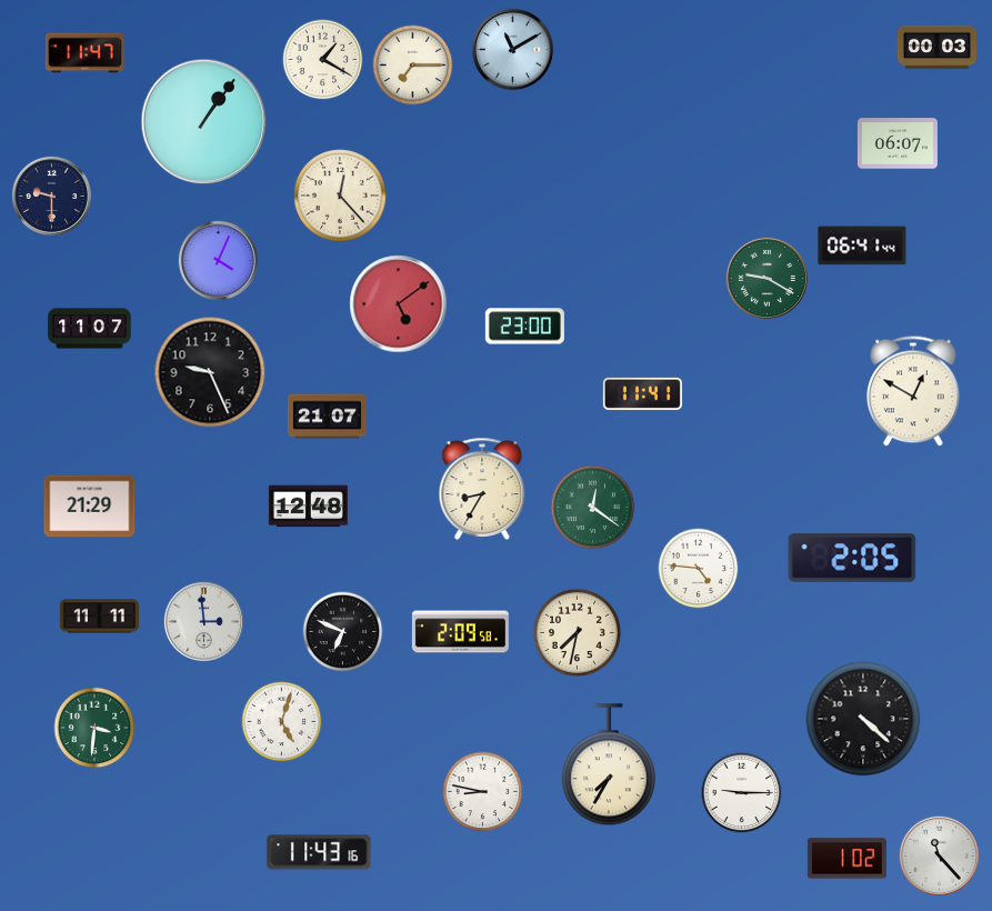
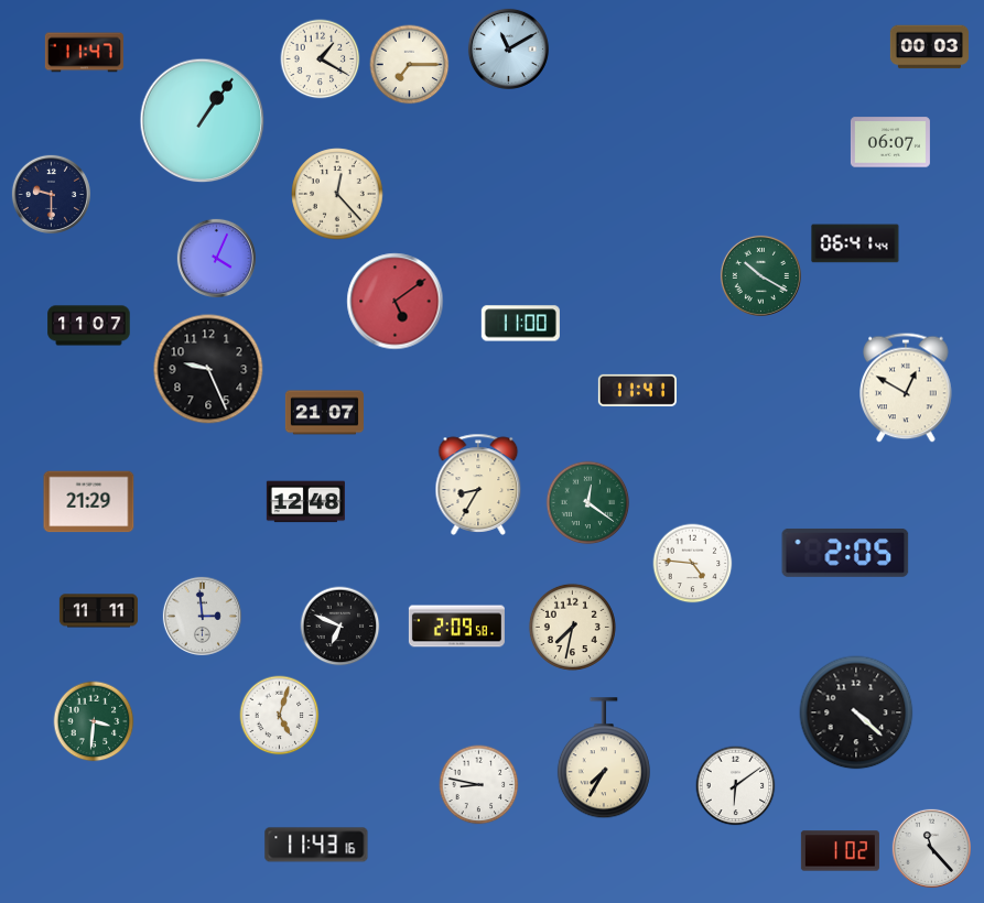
clock at (766, 278): 9:20 -> 10:20
clock at (524, 327): 23:00 -> 11:00
clock at (742, 793): 9:15 -> 6:09
